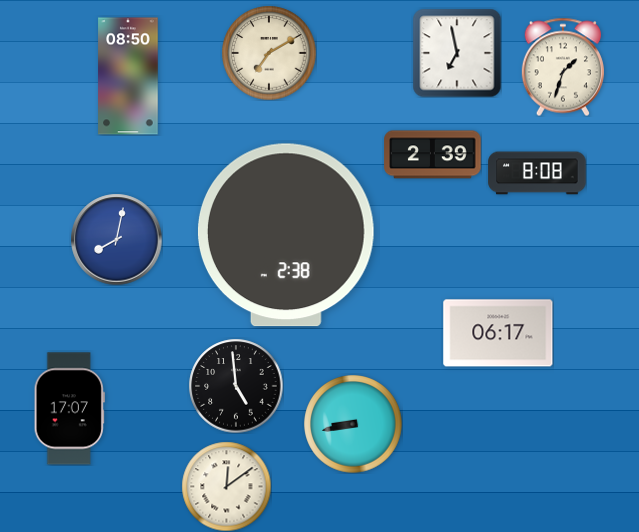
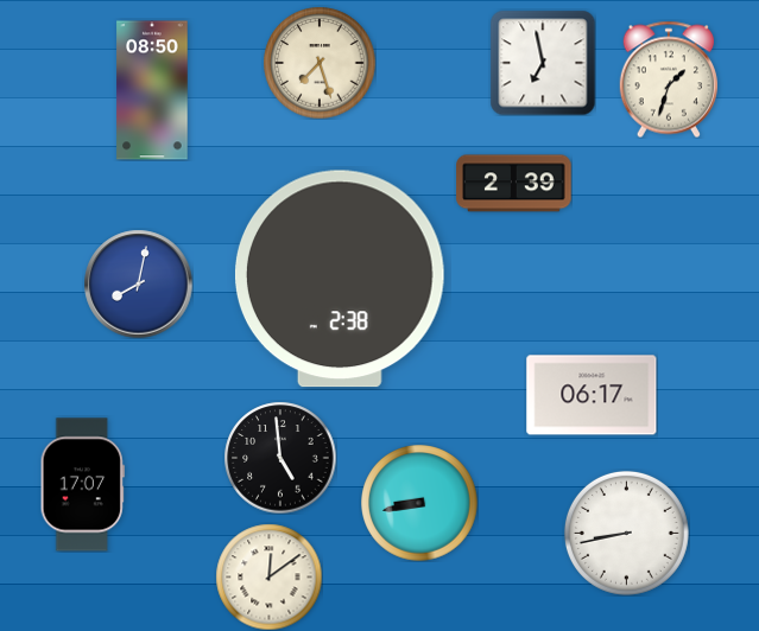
clock at (269, 53): 7:10 -> 7:27
clock at (537, 173): 8:08 -> none
clock at (626, 533): none -> 8:43
